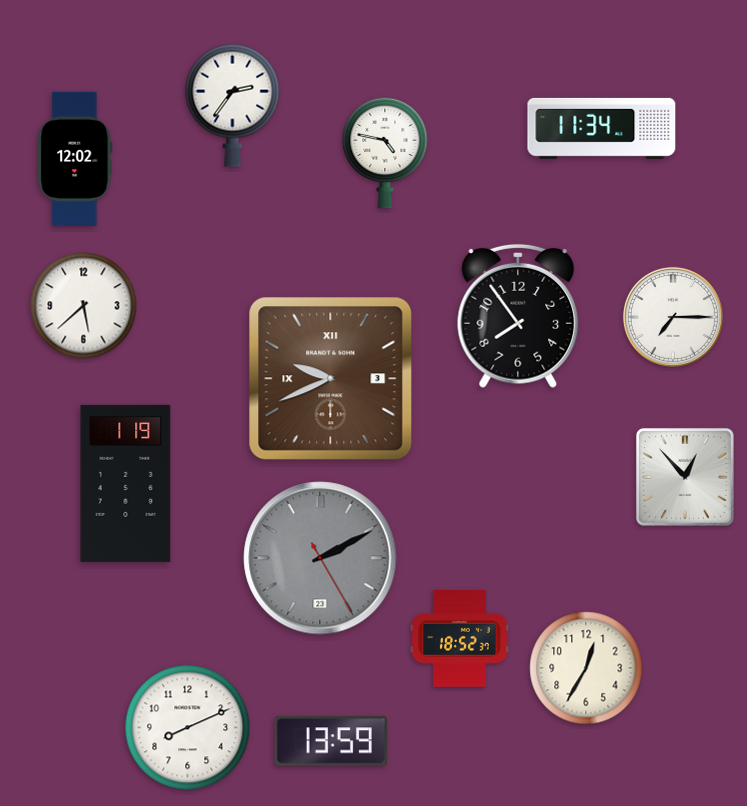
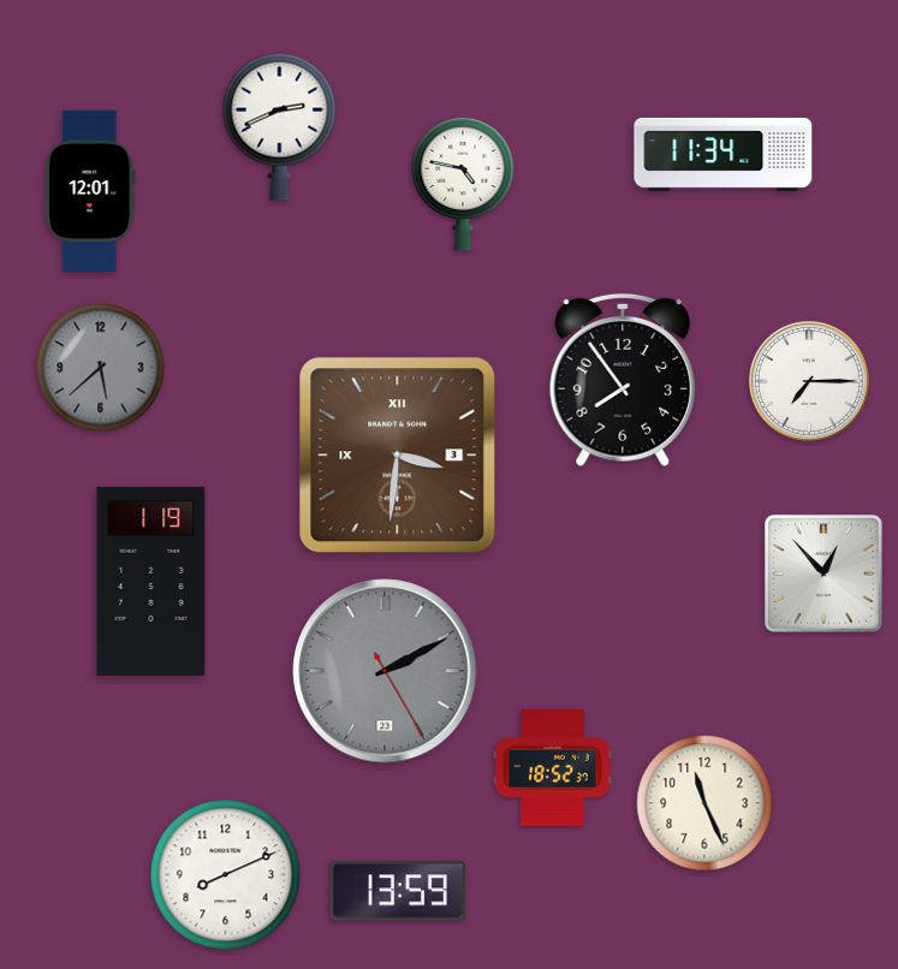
clock at (233, 105): 2:36 -> 2:41
clock at (75, 159): 12:02 -> 12:01
clock at (84, 306) dial: white -> grey
clock at (331, 379): 9:41 -> 3:31
clock at (586, 668): 12:35 -> 11:26
